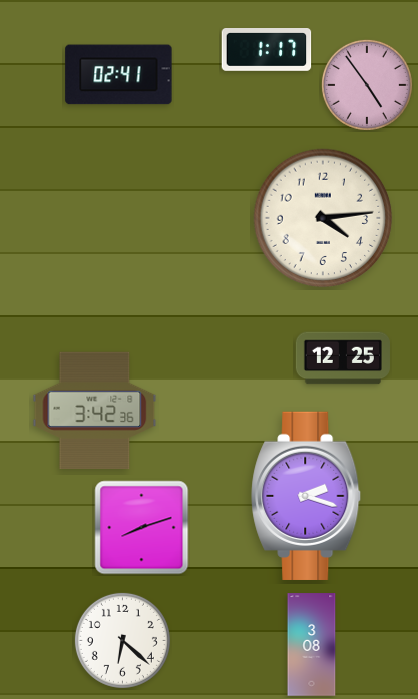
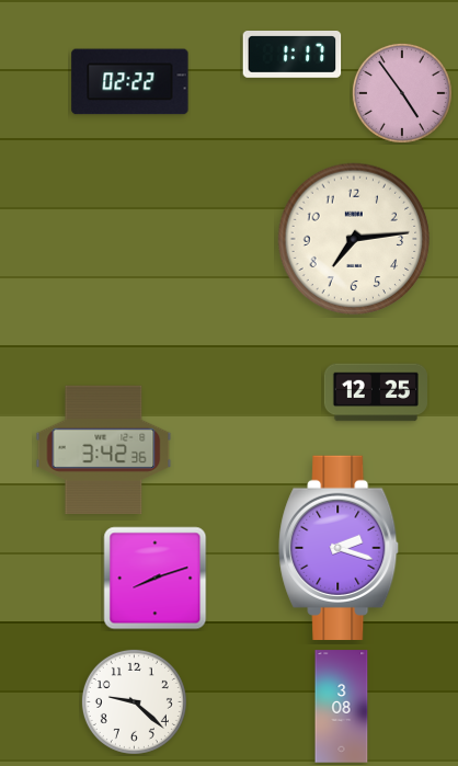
clock at (119, 75): 02:41 -> 02:22
clock at (323, 218): 4:14 -> 7:14
clock at (307, 496) position: (307, 496) -> (340, 548)
clock at (122, 640): 6:22 -> 9:22
